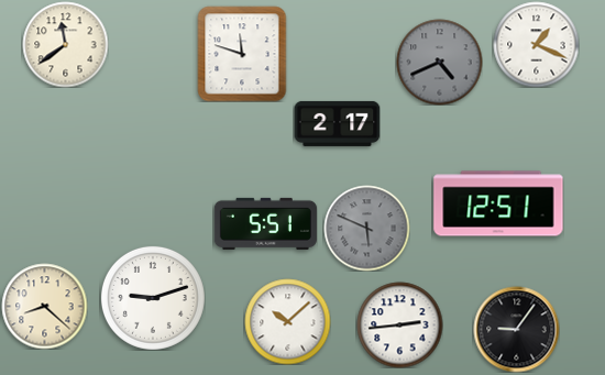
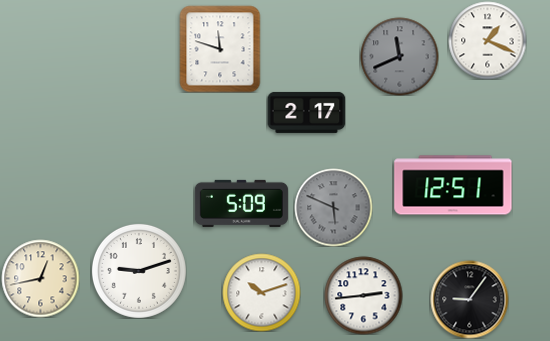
clock at (65, 44): 11:39 -> none
clock at (439, 62): 4:41 -> 11:41
clock at (265, 223): 5:51 -> 5:09
clock at (44, 306): 8:22 -> 12:43
clock at (287, 321): 10:08 -> 10:12
